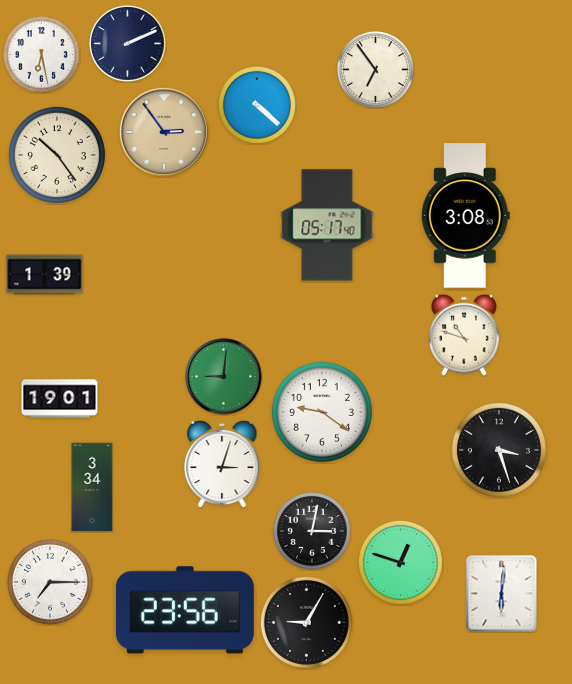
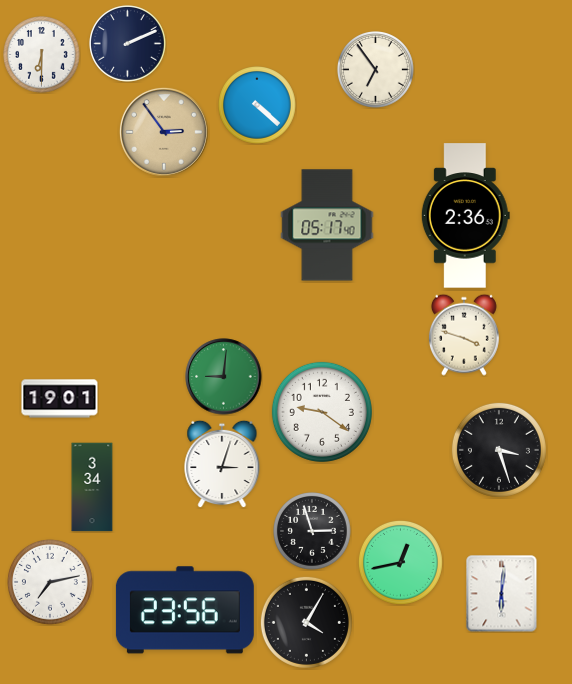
clock at (42, 55): 6:28 -> 6:30
clock at (57, 155): 10:24 -> none
clock at (465, 216): 3:08 -> 2:36
clock at (45, 275): 1:39 -> none
clock at (464, 335): 10:48 -> 3:48
clock at (313, 532): 3:02 -> 2:57
clock at (400, 562): 12:48 -> 12:43
clock at (50, 582): 7:15 -> 7:13
clock at (306, 622): 9:05 -> 4:05
